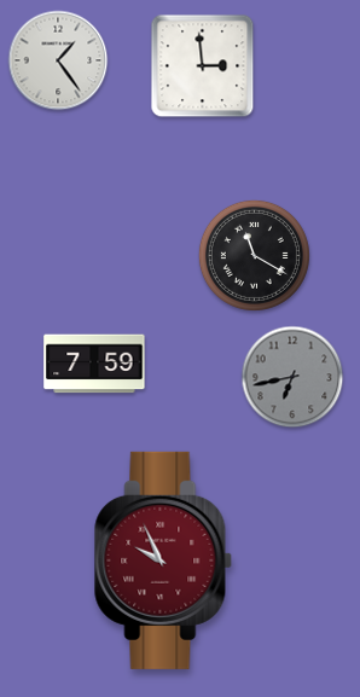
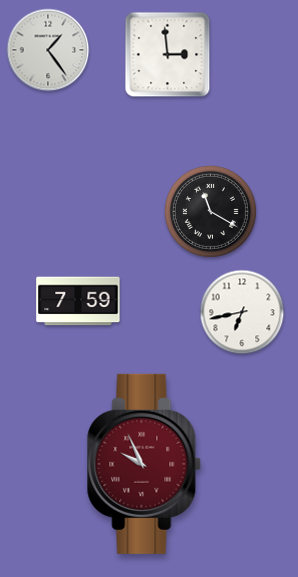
clock at (292, 377) dial: grey -> white
clock at (163, 560) position: (163, 560) -> (144, 464)
